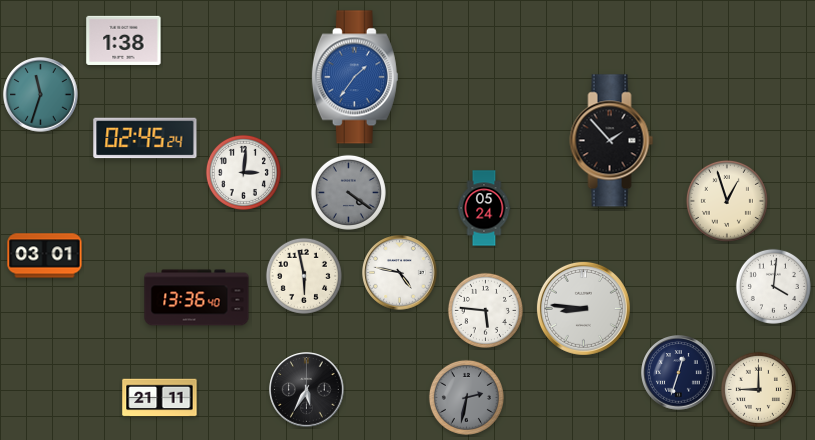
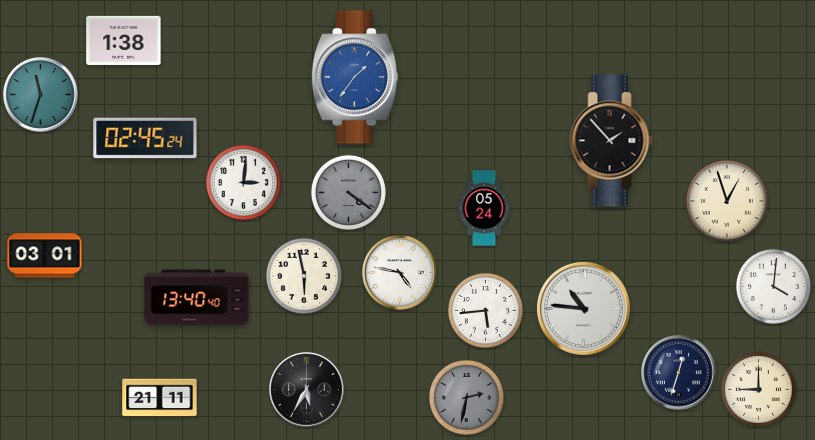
clock at (243, 172) position: (243, 172) -> (243, 182)
clock at (197, 298): 13:36 -> 13:40
clock at (583, 308): 8:46 -> 10:46
clock at (485, 310): 5:46 -> 5:44
